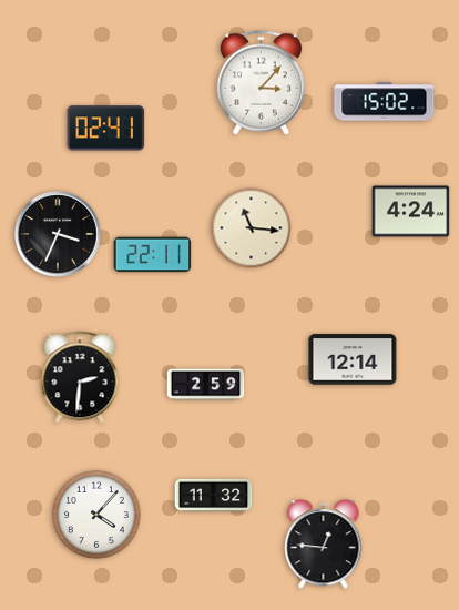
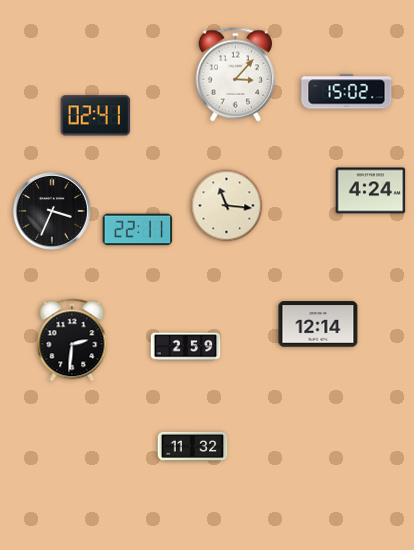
clock at (98, 516): 4:07 -> none
clock at (324, 545): 12:46 -> none
